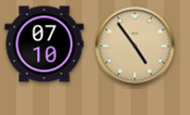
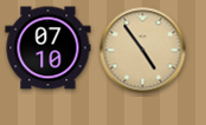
clock at (135, 47) position: (135, 47) -> (143, 51)
